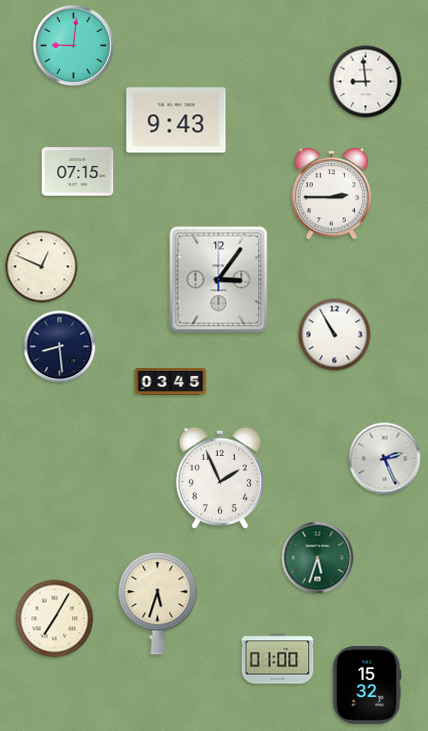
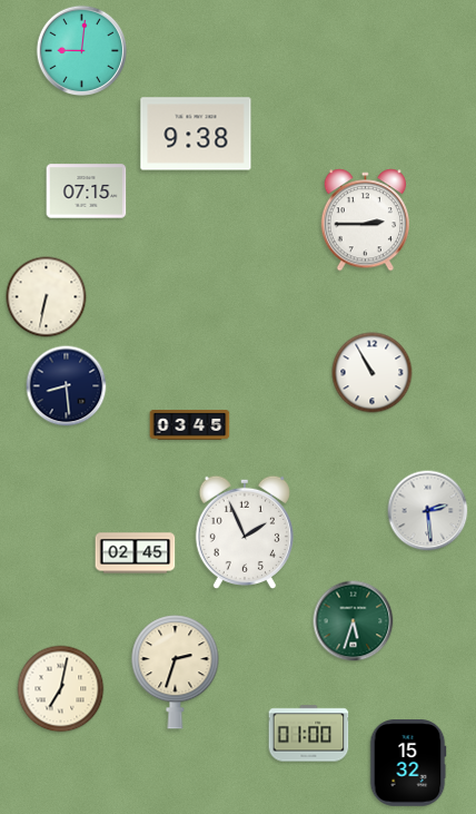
clock at (366, 82): 8:59 -> none
clock at (176, 120): 9:43 -> 9:38
clock at (331, 194) position: (331, 194) -> (365, 220)
clock at (42, 267): 12:49 -> 6:32
clock at (219, 280): 3:06 -> none
clock at (385, 459): 2:26 -> 2:29
clock at (136, 553): none -> 02:45
clock at (158, 604): 5:33 -> 2:33
clock at (55, 619): 7:05 -> 7:02
